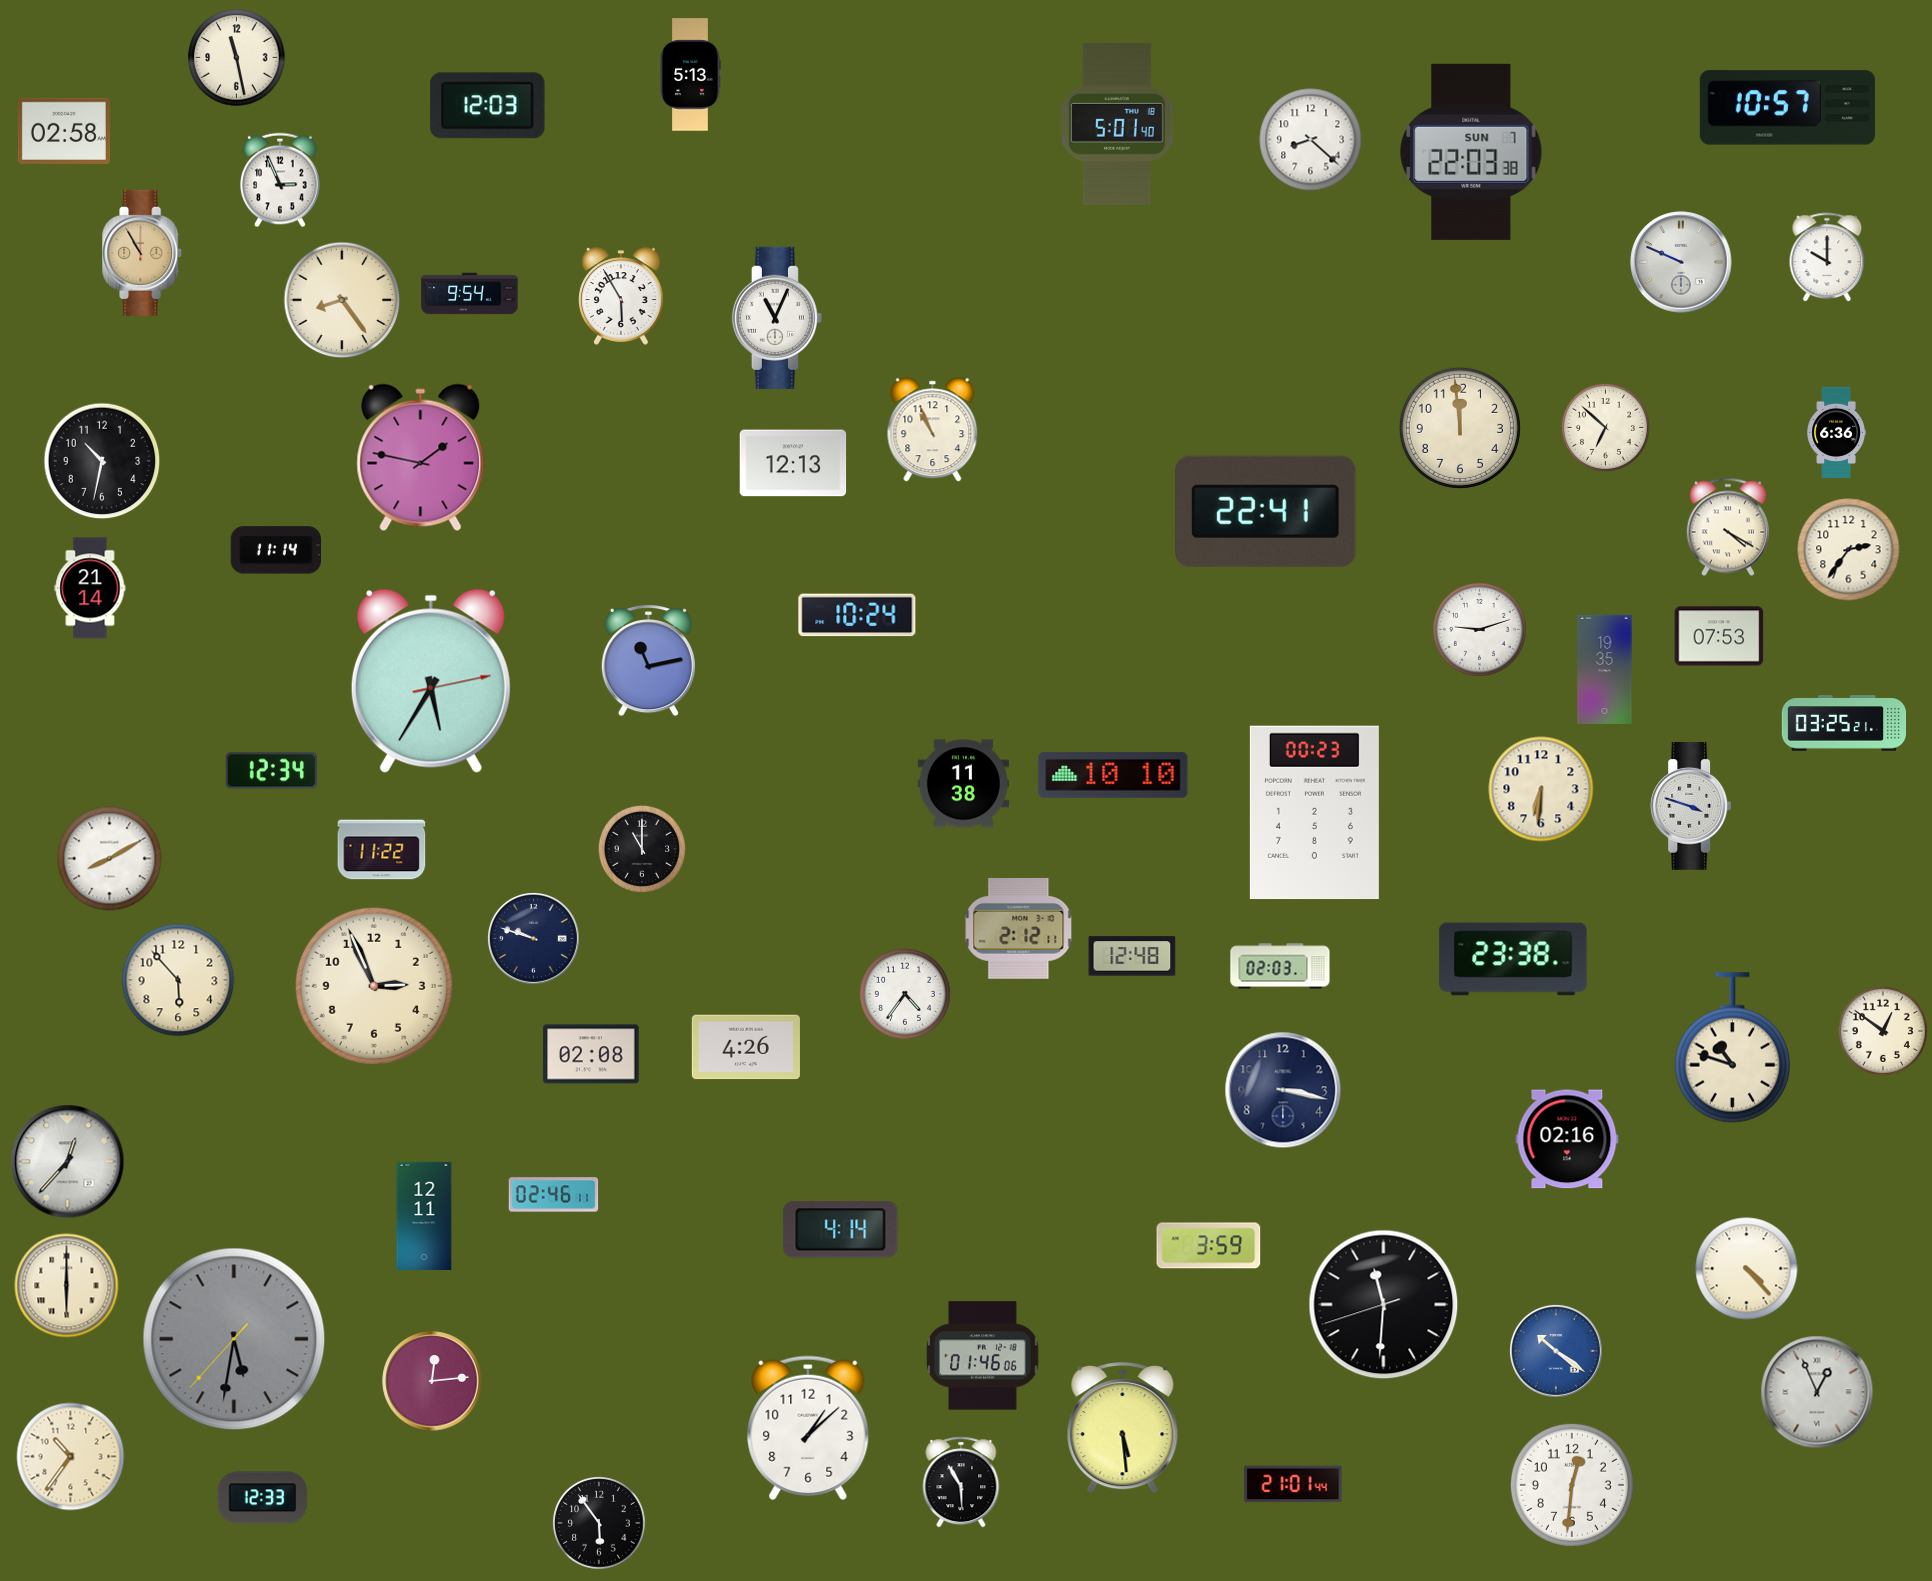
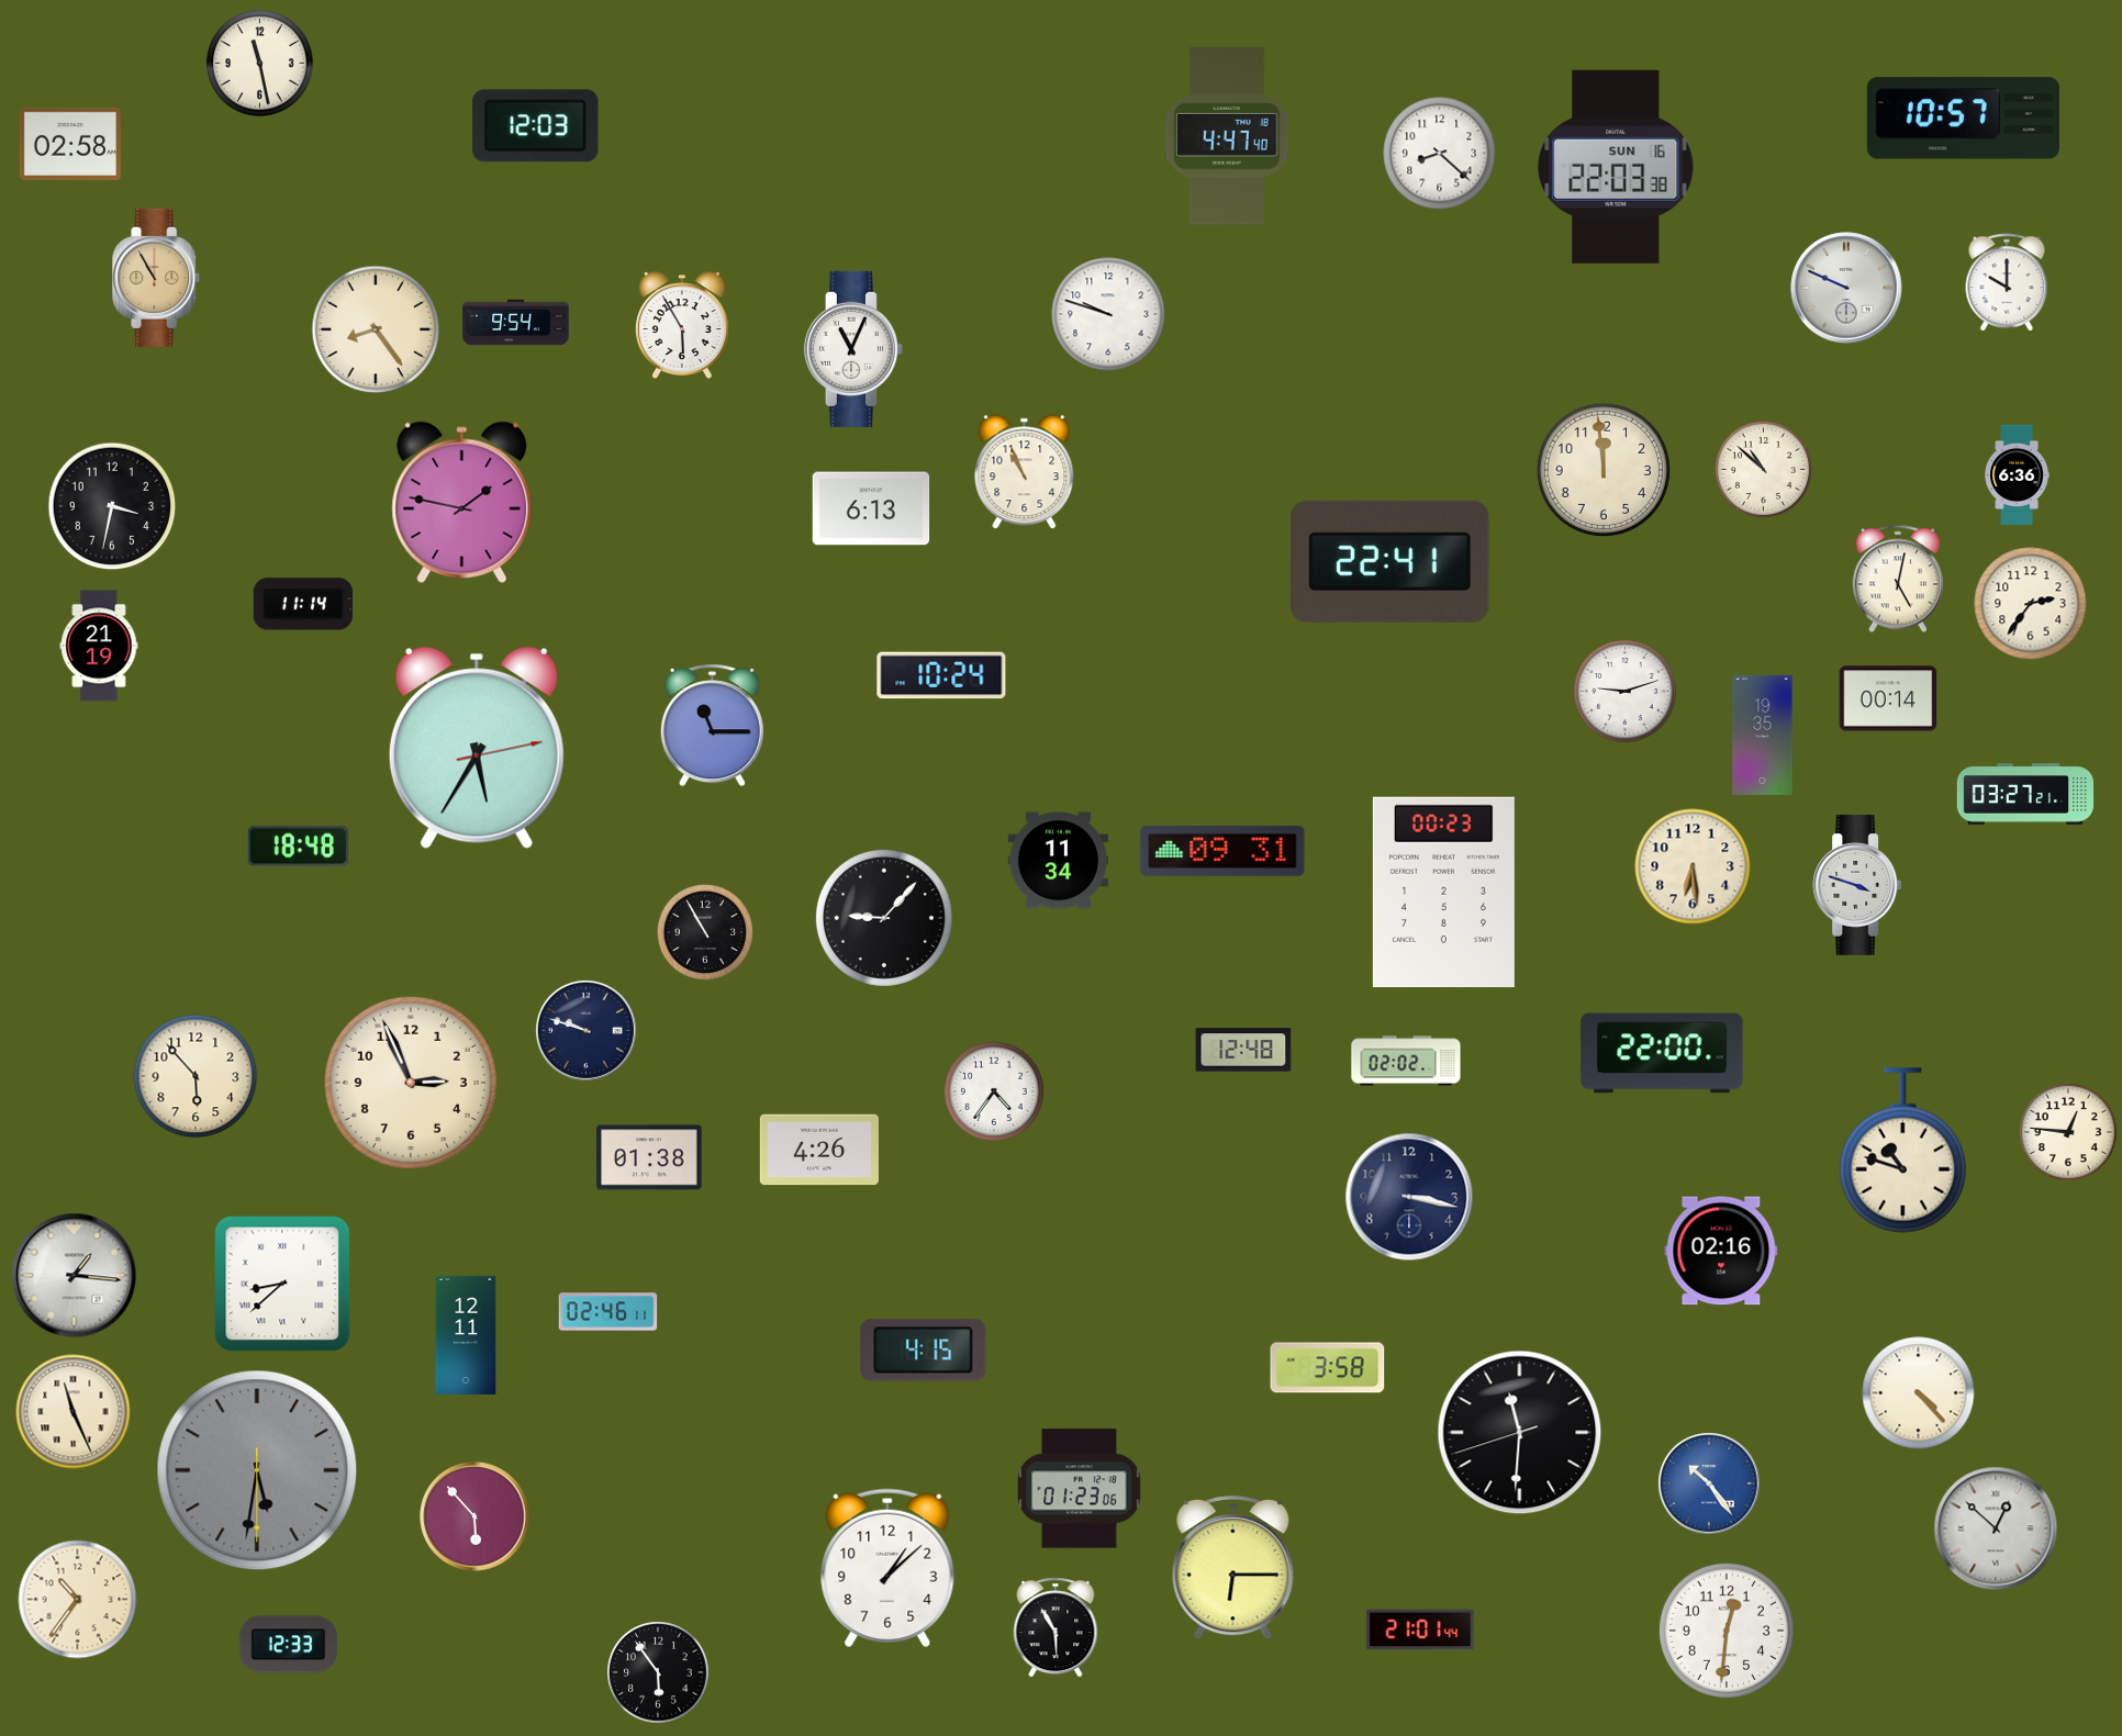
clock at (690, 75): 5:13 -> none
clock at (488, 106) position: (488, 106) -> (536, 126)
clock at (1117, 125): 5:01 -> 4:47
clock at (1471, 152) date: SUN 7 -> SUN 16
clock at (280, 180): 2:56 -> none
clock at (1108, 314): none -> 9:48
clock at (1605, 427): 6:52 -> 10:52
clock at (102, 461): 10:32 -> 3:32
clock at (793, 463): 12:13 -> 6:13
clock at (1728, 527): 4:20 -> 5:02
clock at (90, 588): 21:14 -> 21:19
clock at (1719, 636): 07:53 -> 00:14
clock at (648, 661): 11:13 -> 11:15
clock at (431, 681) position: (431, 681) -> (477, 748)
clock at (1844, 723): 03:25 -> 03:27
clock at (271, 771): 12:34 -> 18:48
clock at (1113, 775): 10:10 -> 09:31
clock at (963, 784): 11:38 -> 11:34
clock at (1541, 789): 6:31 -> 6:29
clock at (884, 918): none -> 9:07
clock at (642, 849): 11:00 -> 10:55
clock at (382, 850): 11:22 -> none
clock at (110, 859): 8:10 -> none
clock at (1019, 928): 2:12 -> none
clock at (1513, 959): 23:38 -> 22:00
clock at (1280, 966): 02:03 -> 02:02
clock at (1883, 1031): 12:51 -> 12:46
clock at (591, 1054): 02:08 -> 01:38
clock at (68, 1162): 12:37 -> 1:16
clock at (282, 1284): none -> 8:38
clock at (841, 1230): 4:14 -> 4:15
clock at (1209, 1246): 3:59 -> 3:58
clock at (67, 1286): 6:00 -> 11:26
clock at (234, 1339): 5:31:37 -> 5:31:30
clock at (1556, 1351): 10:21 -> 10:24
clock at (983, 1356): 01:46 -> 01:23
clock at (432, 1381): 12:14 -> 5:53
clock at (1817, 1392): 12:56 -> 12:52
clock at (1123, 1428): 5:29 -> 6:15
